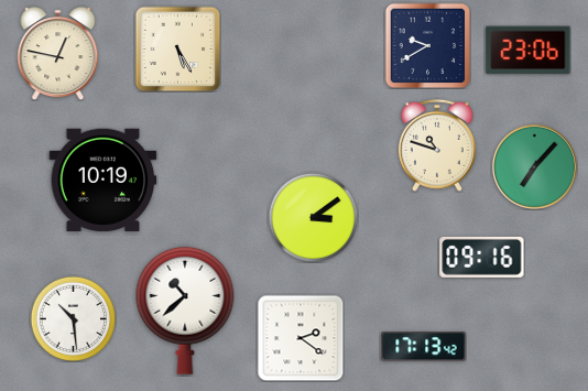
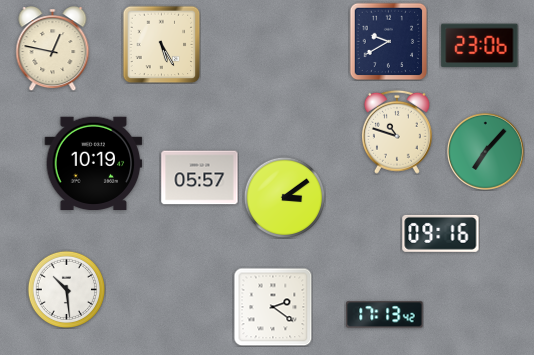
clock at (200, 178): none -> 05:57
clock at (482, 257) position: (482, 257) -> (441, 233)
clock at (185, 311): 10:38 -> none
